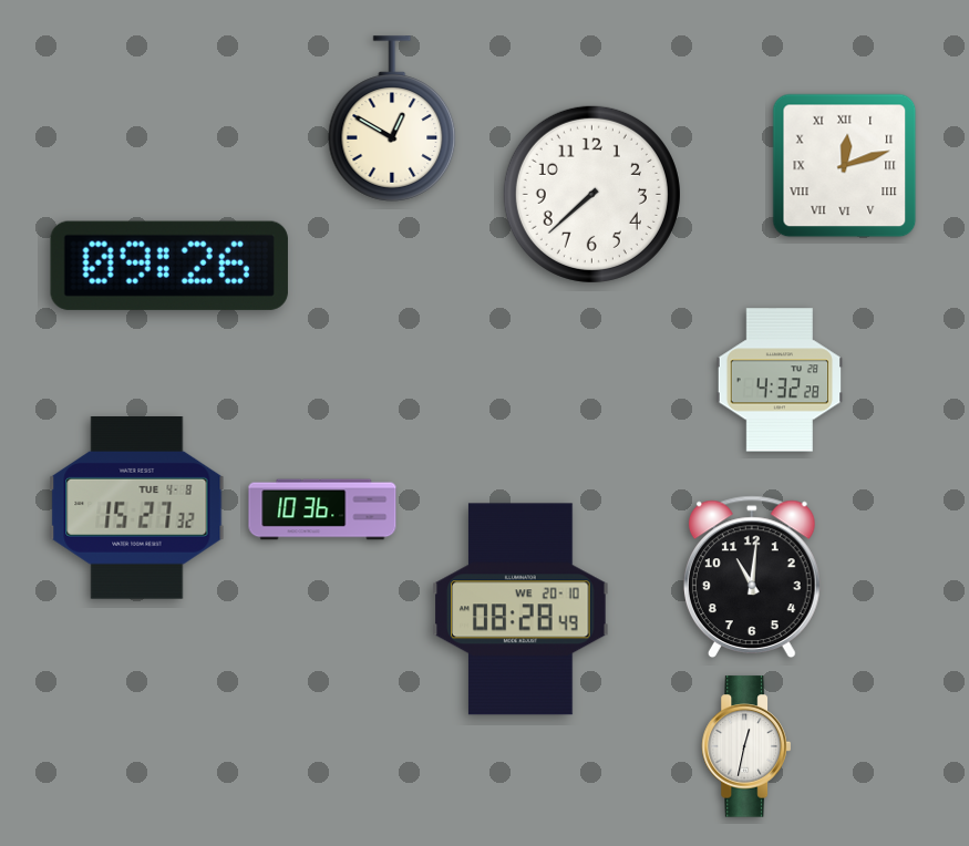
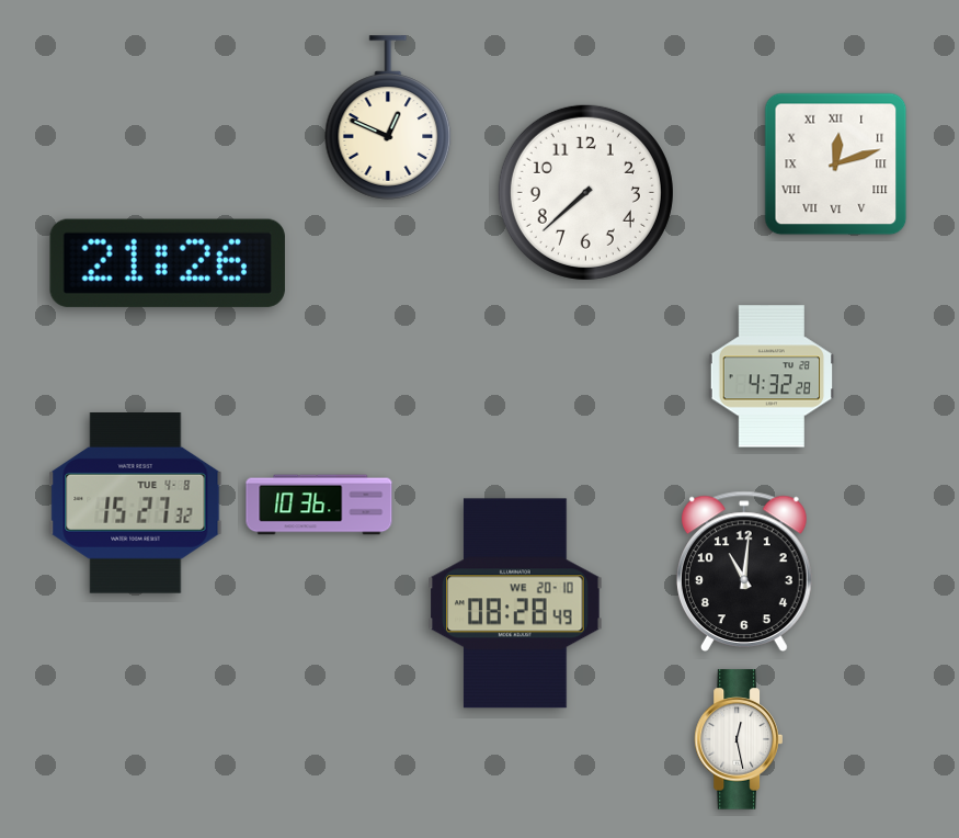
clock at (392, 118): 12:50 -> 12:49
clock at (169, 266): 09:26 -> 21:26
clock at (745, 746): 12:32 -> 12:28
